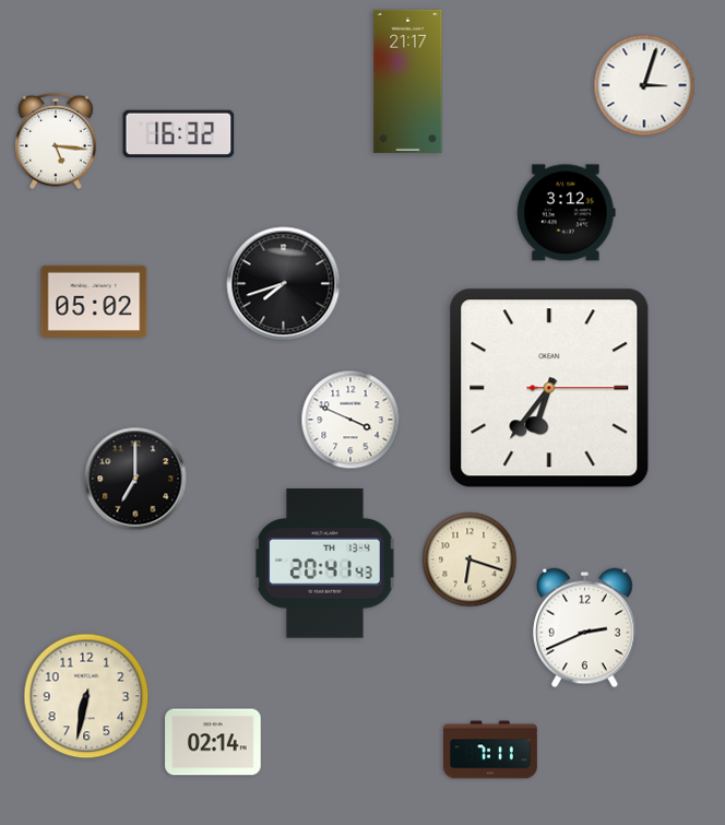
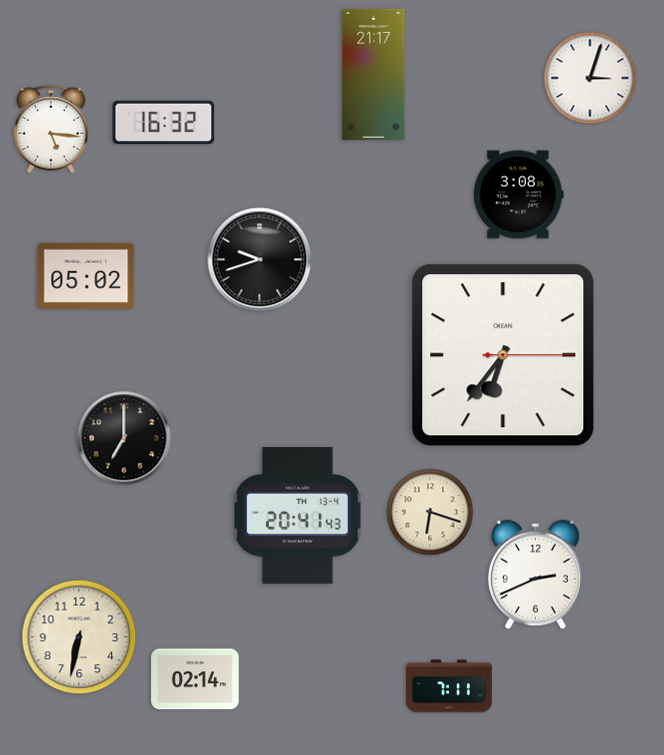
clock at (567, 213): 3:12 -> 3:08
clock at (284, 284): 7:42 -> 9:42
clock at (350, 420): 3:49 -> none
